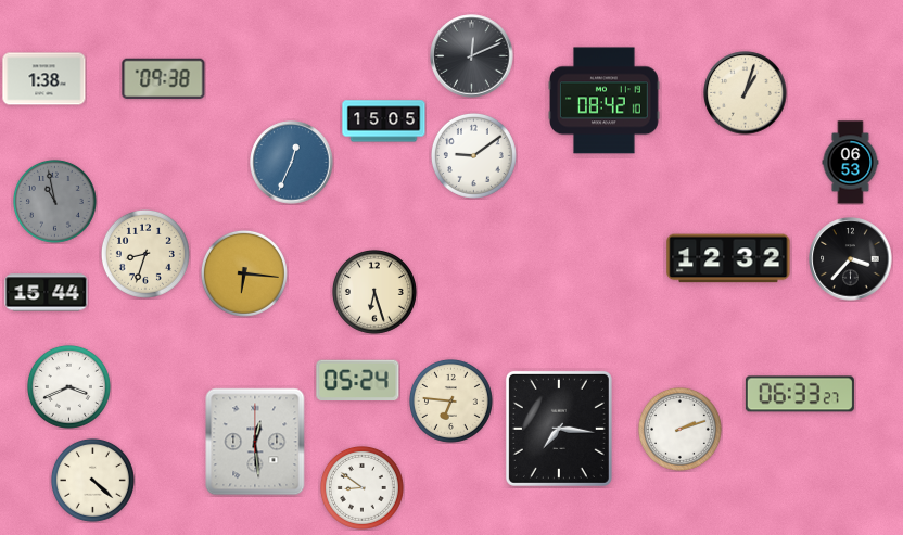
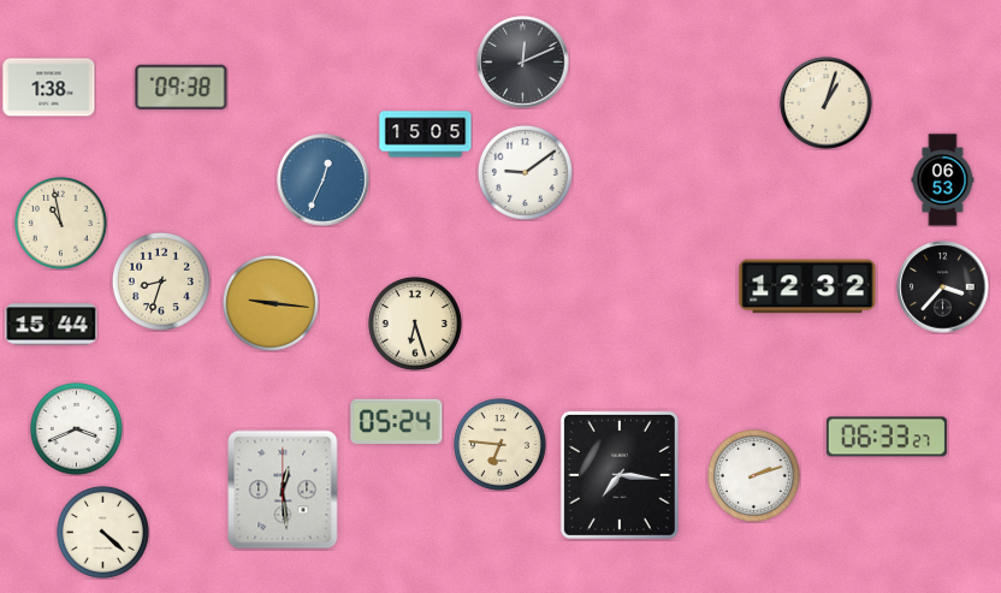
clock at (605, 101): 08:42 -> none
clock at (54, 201) dial: grey -> cream
clock at (244, 273): 6:16 -> 9:16
clock at (361, 487): 8:51 -> none
